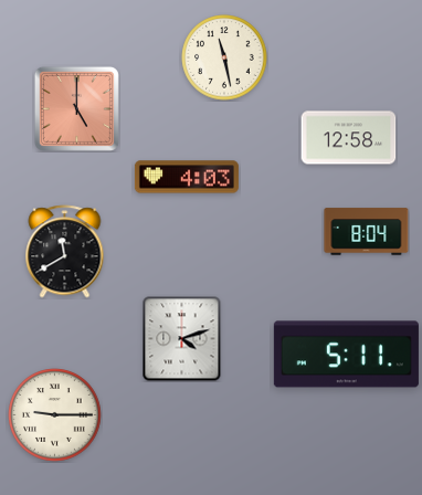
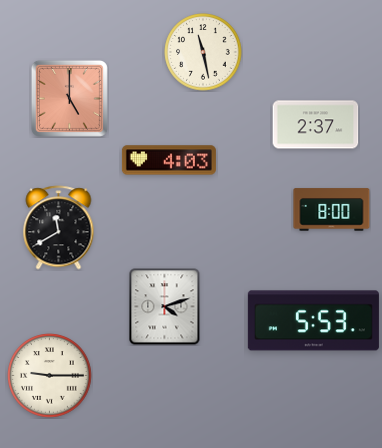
clock at (349, 138): 12:58 -> 2:37
clock at (367, 232): 8:04 -> 8:00
clock at (346, 355): 5:11 -> 5:53
